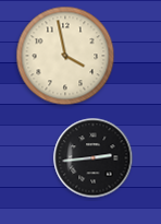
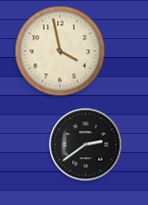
clock at (94, 158): 2:44 -> 2:39
